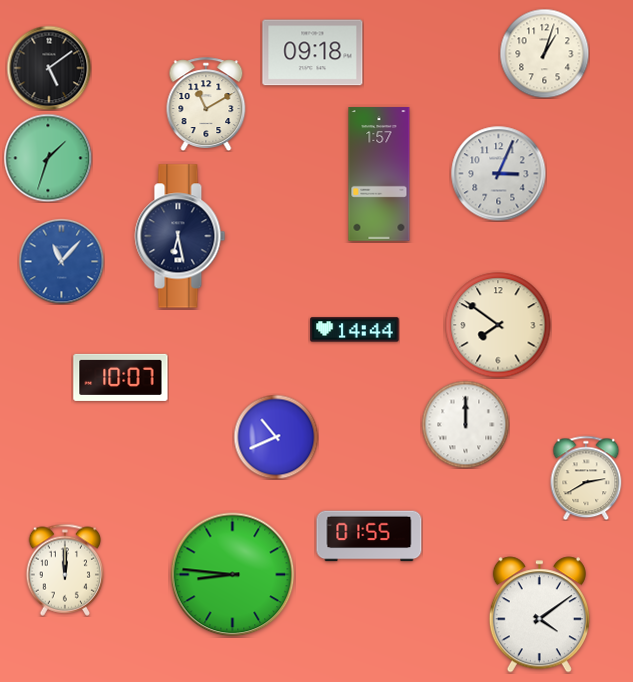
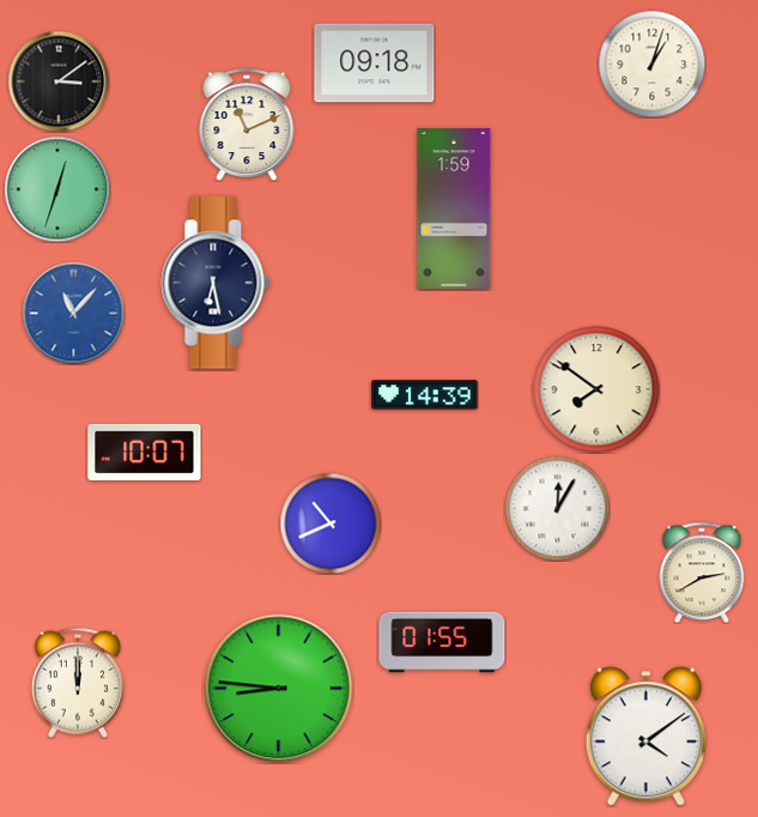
clock at (49, 68): 5:09 -> 3:09
clock at (206, 104): 11:10 -> 11:11
clock at (48, 158): 1:33 -> 12:33
clock at (498, 173): 3:04 -> none
clock at (379, 174): 1:57 -> 1:59
clock at (355, 330): 14:44 -> 14:39
clock at (465, 424): 12:00 -> 12:05
